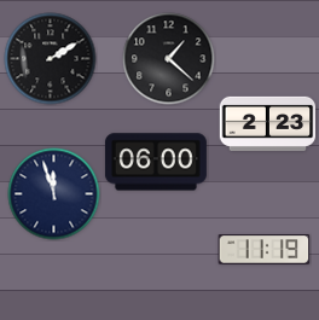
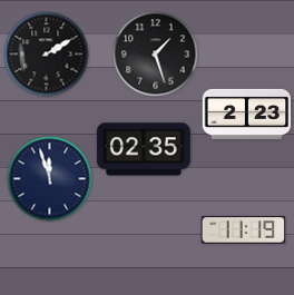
clock at (169, 59): 1:22 -> 1:27
clock at (156, 162): 06:00 -> 02:35
